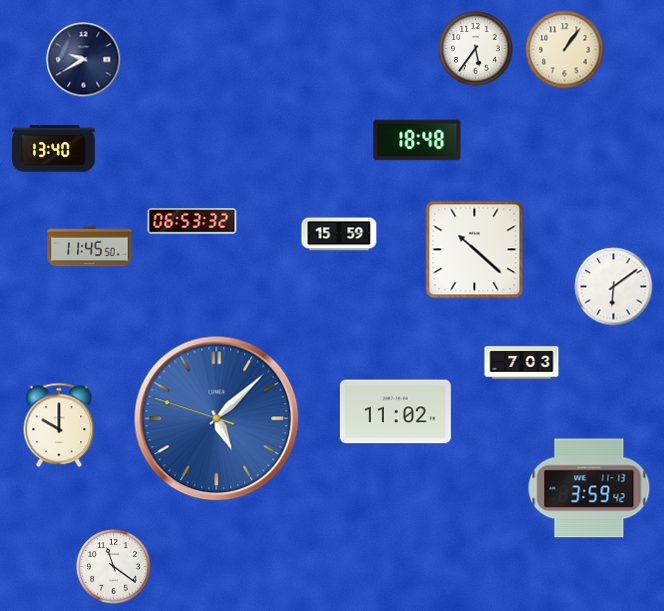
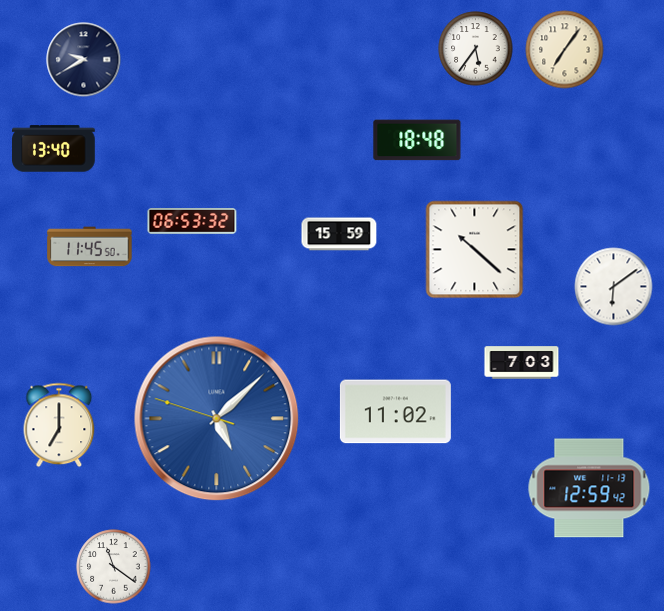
clock at (565, 50): 1:06 -> 7:06
clock at (59, 425): 10:00 -> 7:00
clock at (589, 488): 3:59 -> 12:59
